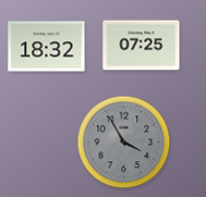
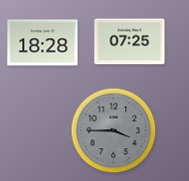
clock at (47, 47): 18:32 -> 18:28
clock at (124, 143): 3:55 -> 3:45
